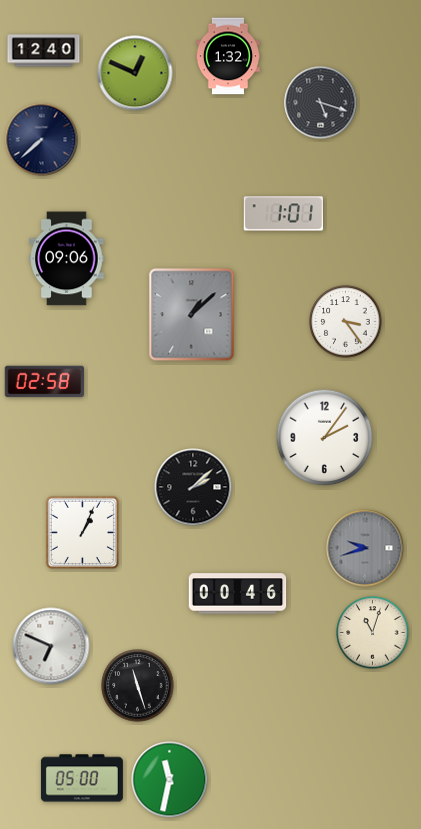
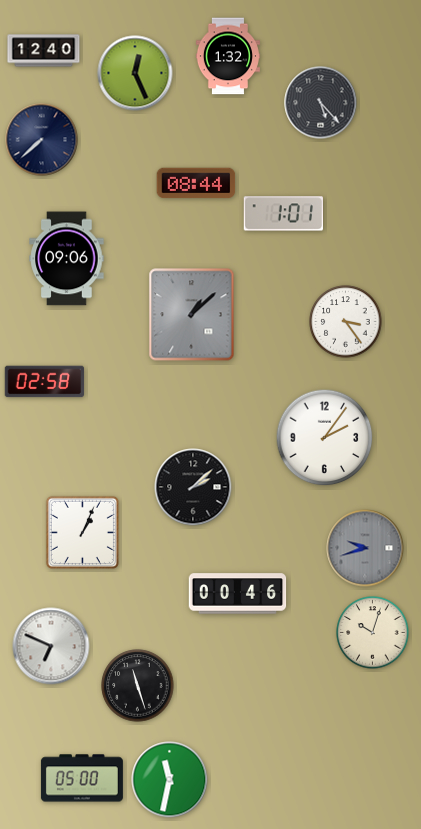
clock at (135, 73): 12:49 -> 12:26
clock at (321, 103): 5:18 -> 5:23
clock at (196, 183): none -> 08:44
clock at (373, 633): 11:03 -> 10:03
